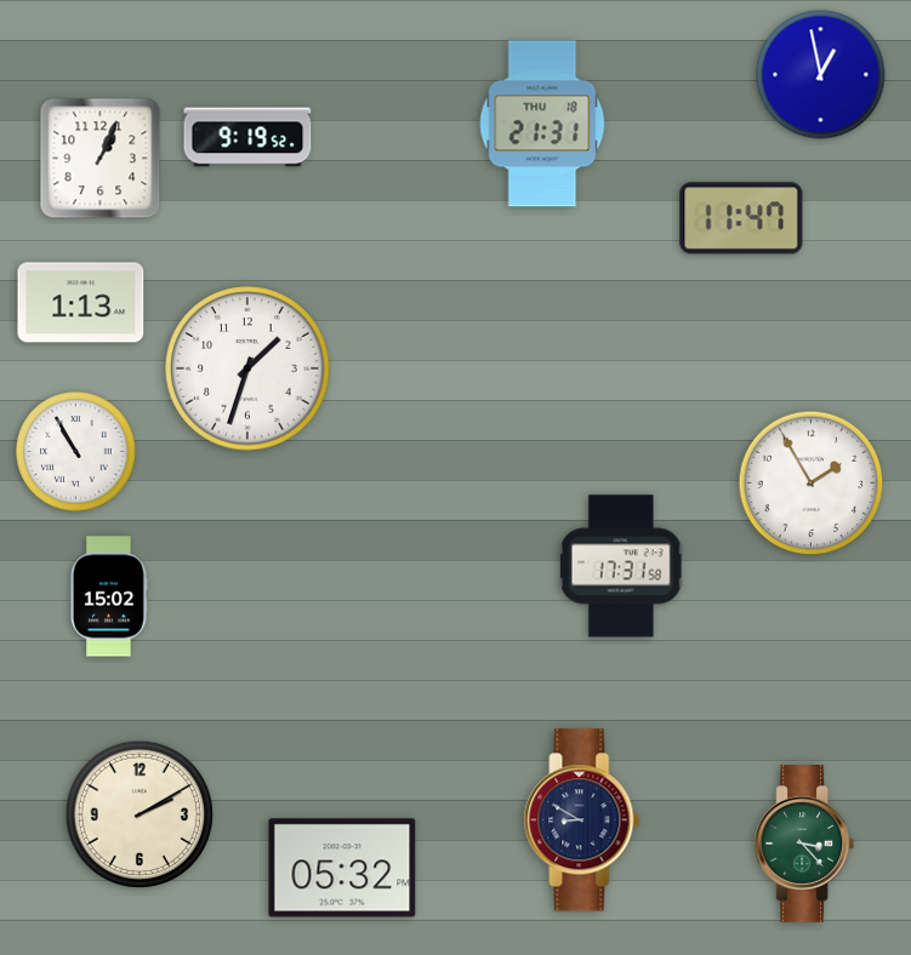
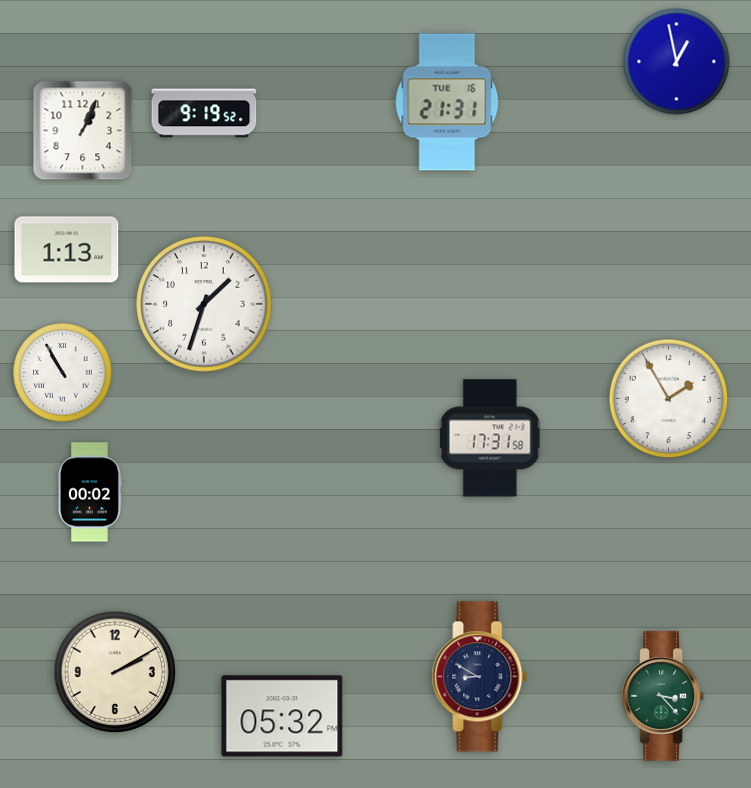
clock at (542, 124) date: THU 18 -> TUE 16
clock at (741, 218): 11:47 -> none
clock at (621, 566) position: (621, 566) -> (490, 438)
clock at (108, 596): 15:02 -> 00:02
